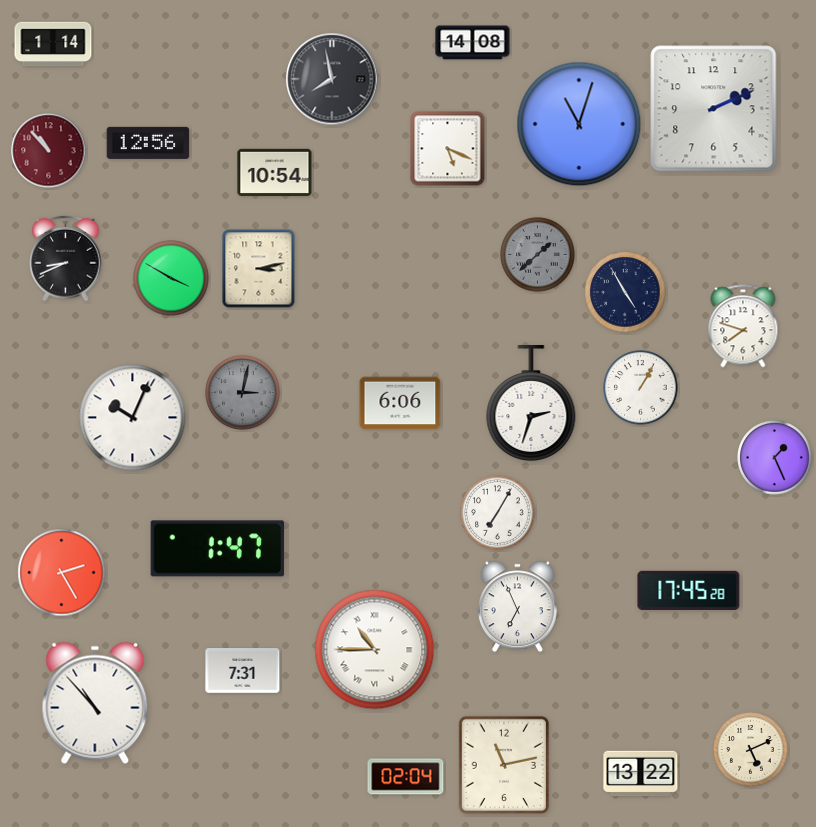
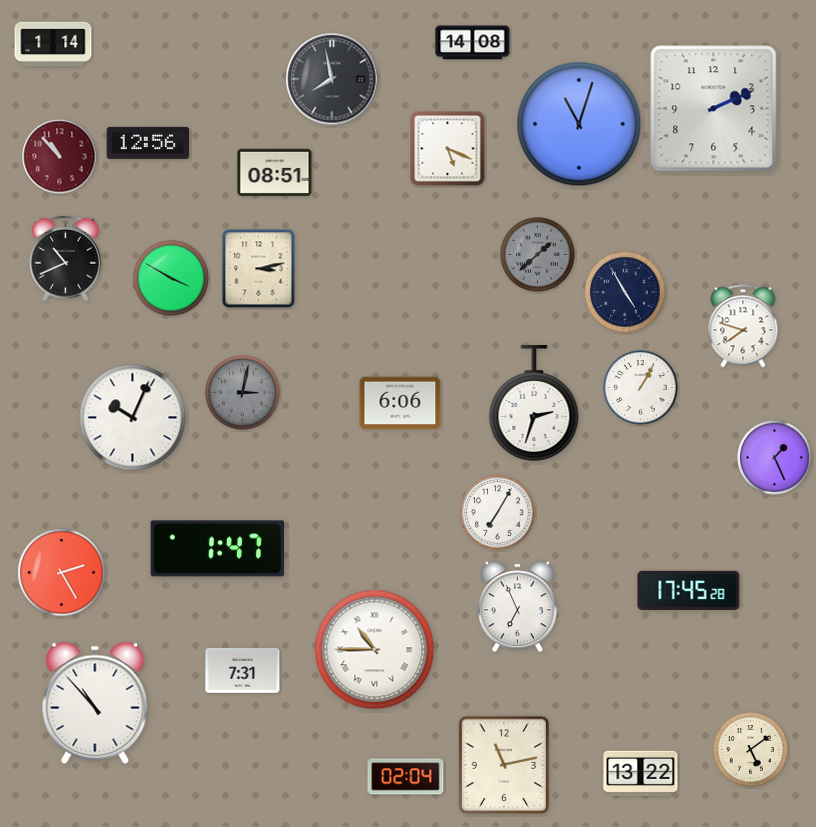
clock at (49, 151) position: (49, 151) -> (60, 157)
clock at (275, 172): 10:54 -> 08:51
clock at (66, 258): 8:41 -> 10:41
clock at (531, 404) position: (531, 404) -> (534, 404)
clock at (751, 750): 5:11 -> 5:09
